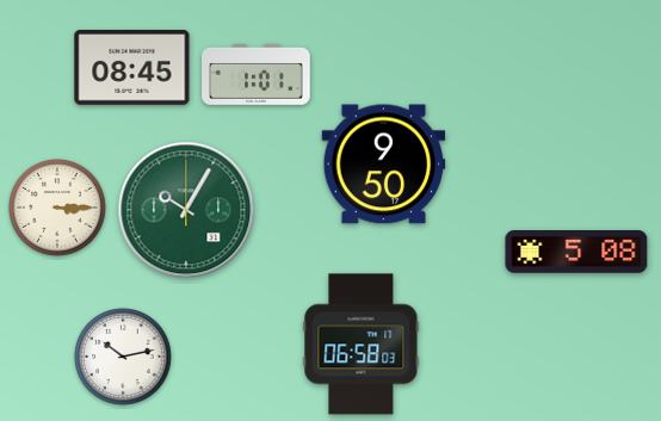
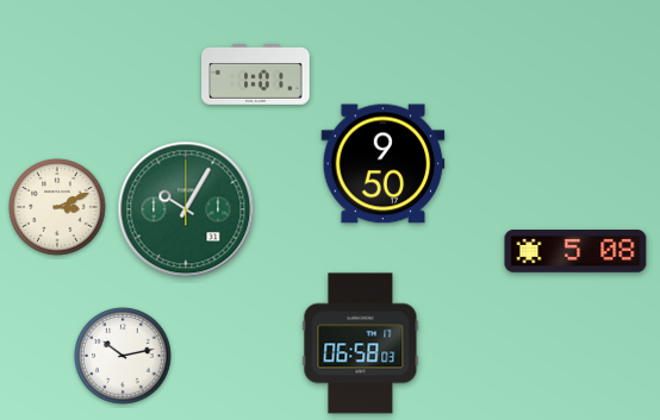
clock at (132, 68): 08:45 -> none
clock at (57, 208): 3:15 -> 3:11
